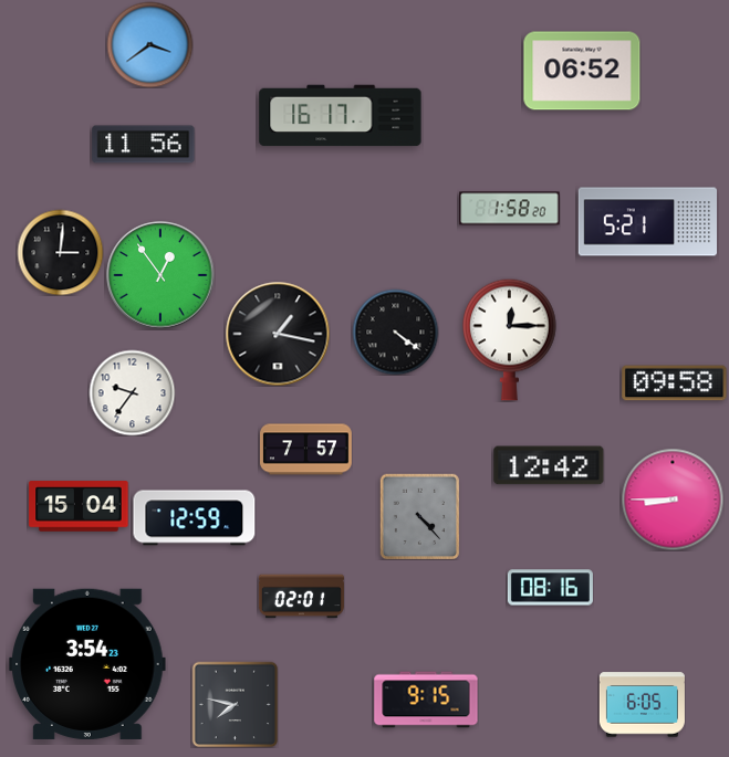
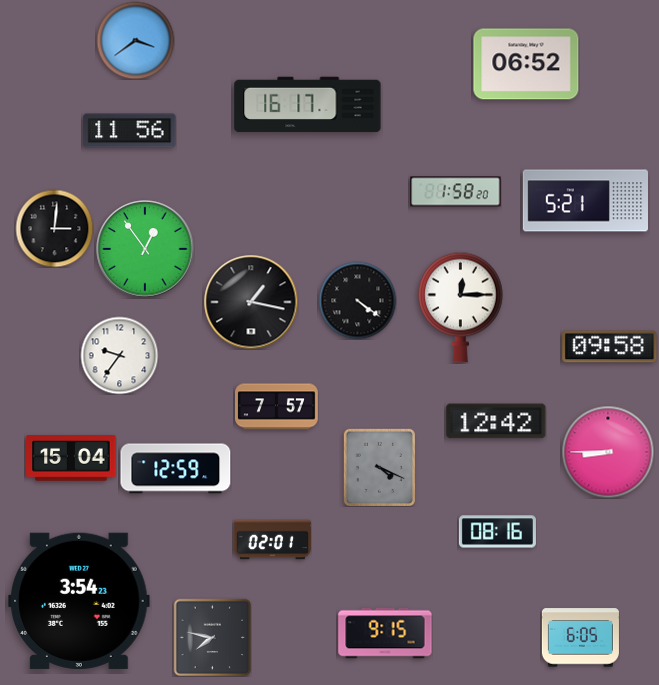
clock at (510, 209) position: (510, 209) -> (456, 192)
clock at (420, 516): 4:23 -> 4:19
